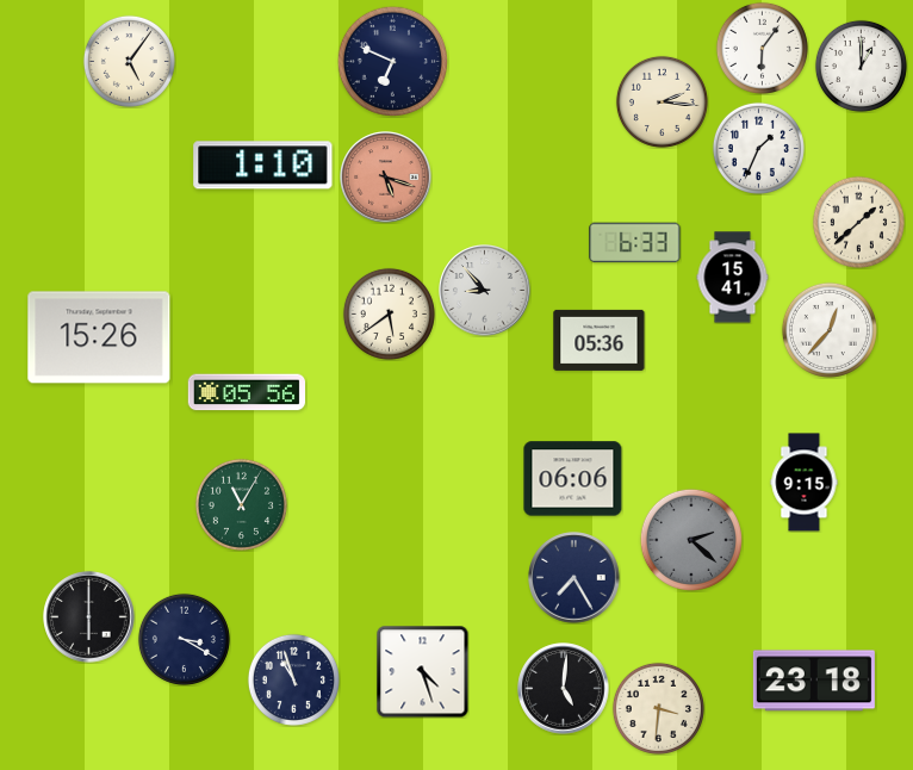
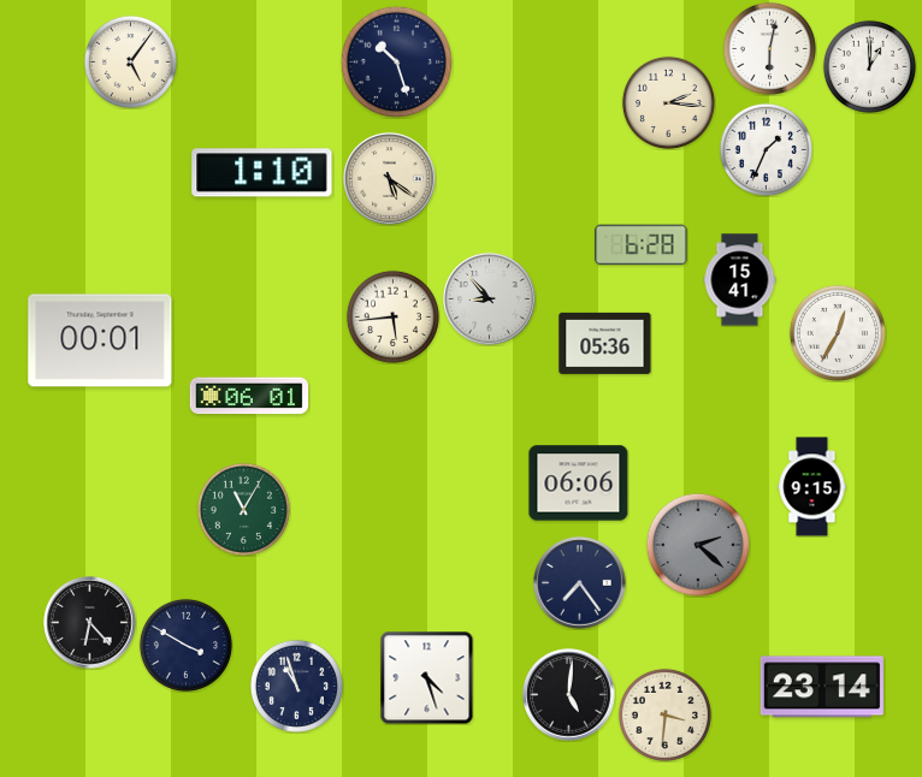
clock at (762, 48): 6:06 -> 6:02
clock at (392, 61): 6:49 -> 10:27
clock at (263, 166) position: (263, 166) -> (262, 173)
clock at (386, 178): 5:18 -> 5:21
clock at (386, 178) dial: salmon -> cream
clock at (858, 222): 1:38 -> none
clock at (635, 243): 6:33 -> 6:28
clock at (485, 291) position: (485, 291) -> (490, 299)
clock at (389, 313): 5:39 -> 5:44
clock at (830, 330): 12:37 -> 12:35
clock at (99, 337): 15:26 -> 00:01
clock at (246, 392): 05:56 -> 06:01
clock at (574, 578): 7:25 -> 7:24
clock at (89, 617): 6:00 -> 6:23
clock at (184, 639): 3:20 -> 3:50
clock at (814, 681): 23:18 -> 23:14
